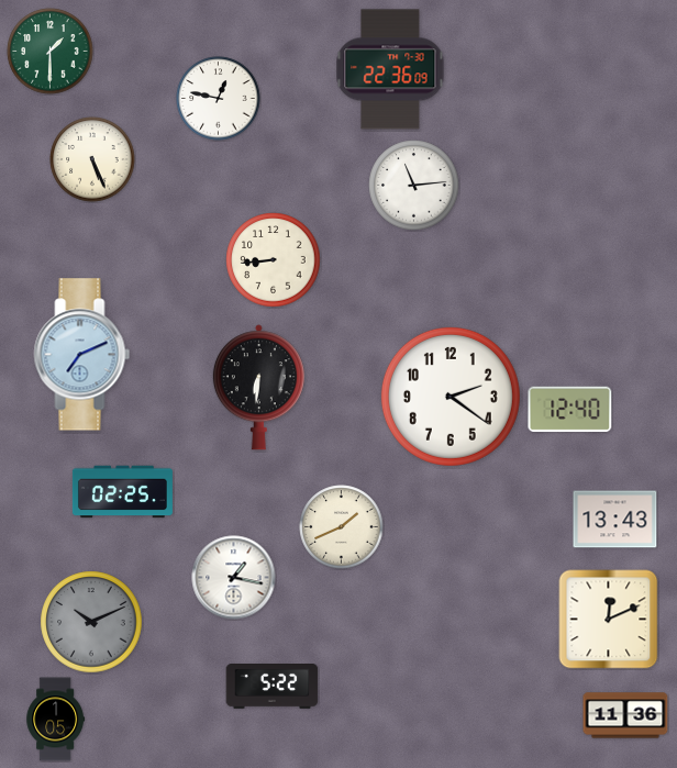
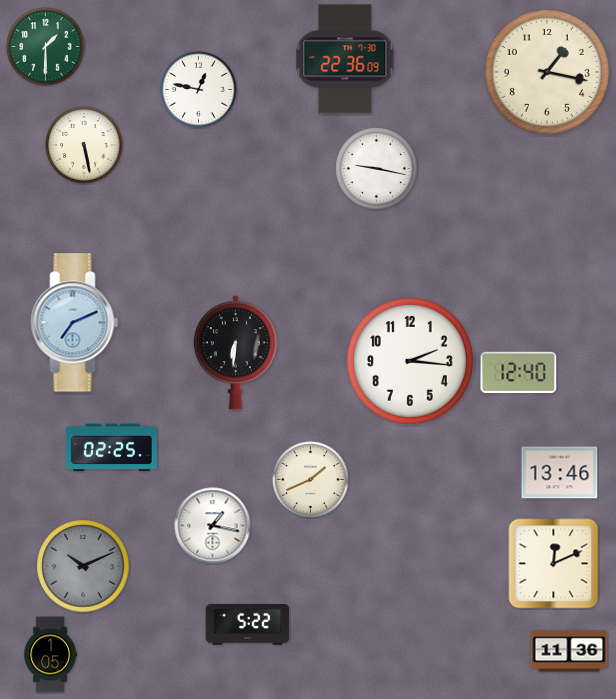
clock at (390, 69) position: (390, 69) -> (345, 59)
clock at (547, 72): none -> 1:17
clock at (92, 159): 5:26 -> 5:28
clock at (414, 186): 11:14 -> 9:17
clock at (274, 260): 8:44 -> none
clock at (451, 397): 2:21 -> 2:16
clock at (615, 520): 13:43 -> 13:46
